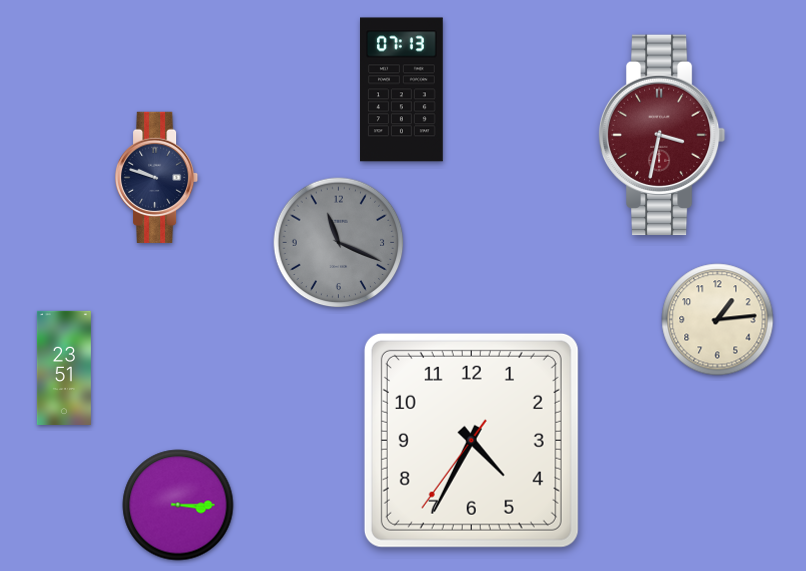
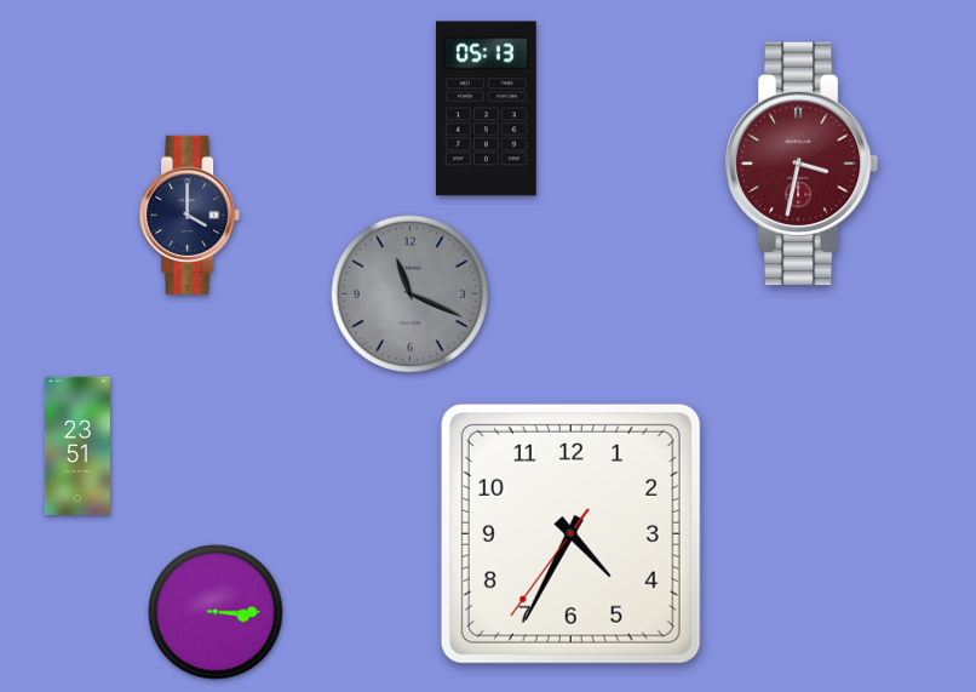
clock at (402, 90): 07:13 -> 05:13
clock at (158, 177): 9:48 -> 4:00
clock at (718, 320): 1:14 -> none
